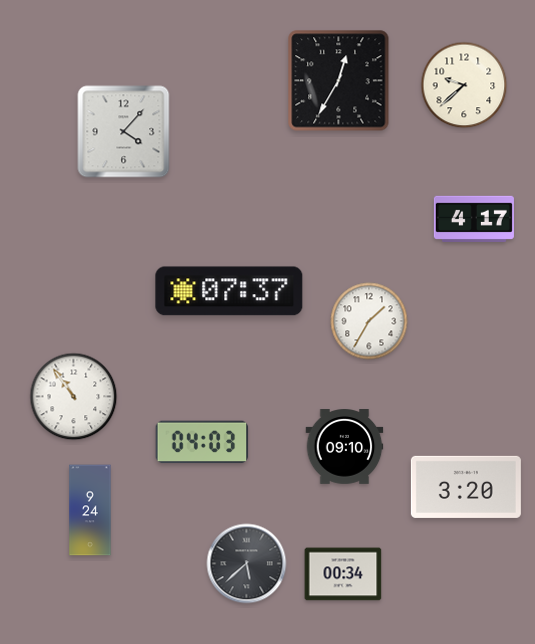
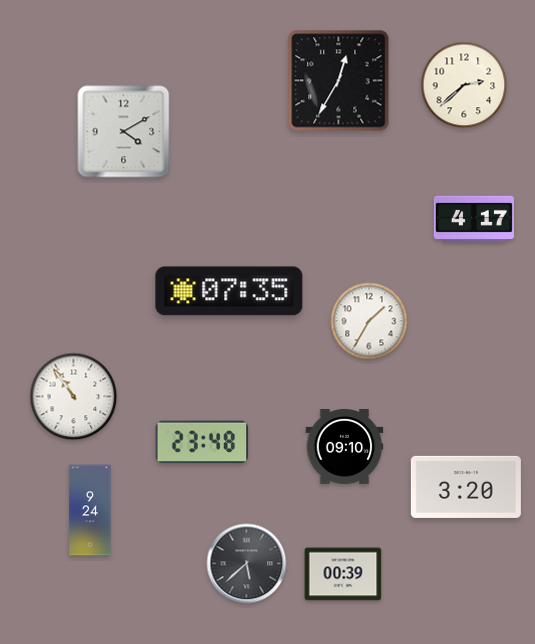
clock at (464, 85): 9:38 -> 2:38
clock at (124, 132): 4:07 -> 4:10
clock at (229, 291): 07:37 -> 07:35
clock at (202, 442): 04:03 -> 23:48
clock at (343, 574): 00:34 -> 00:39
